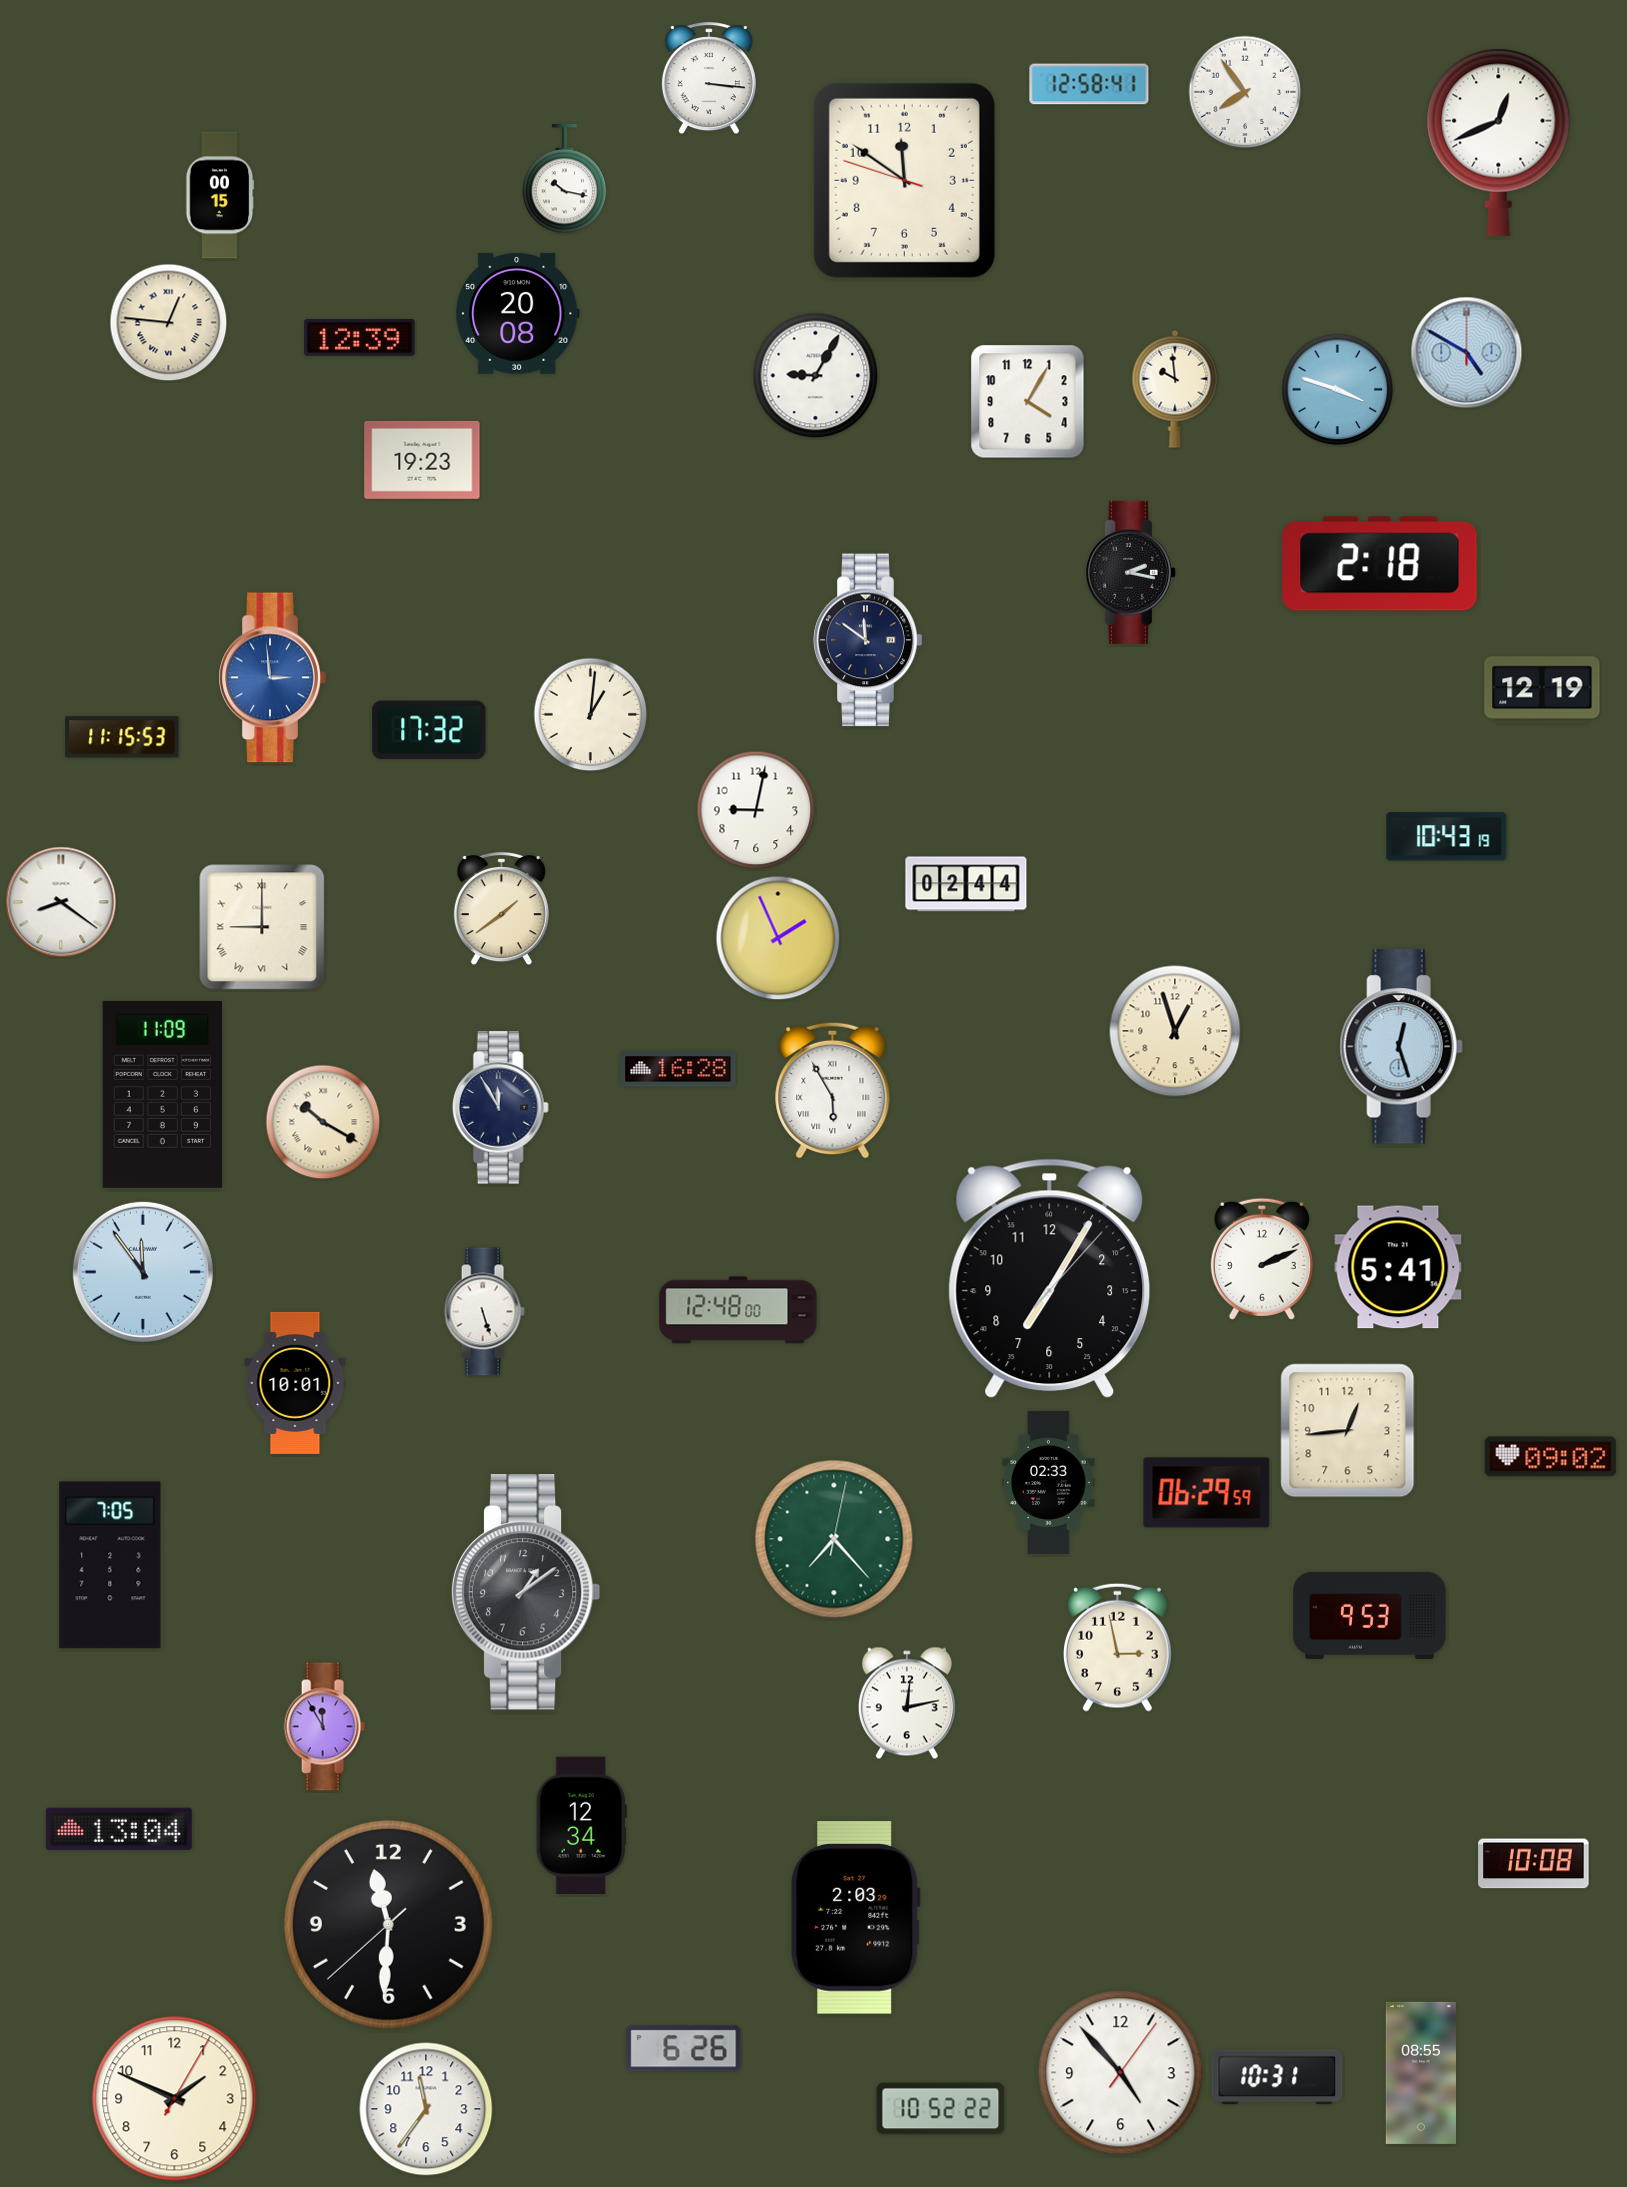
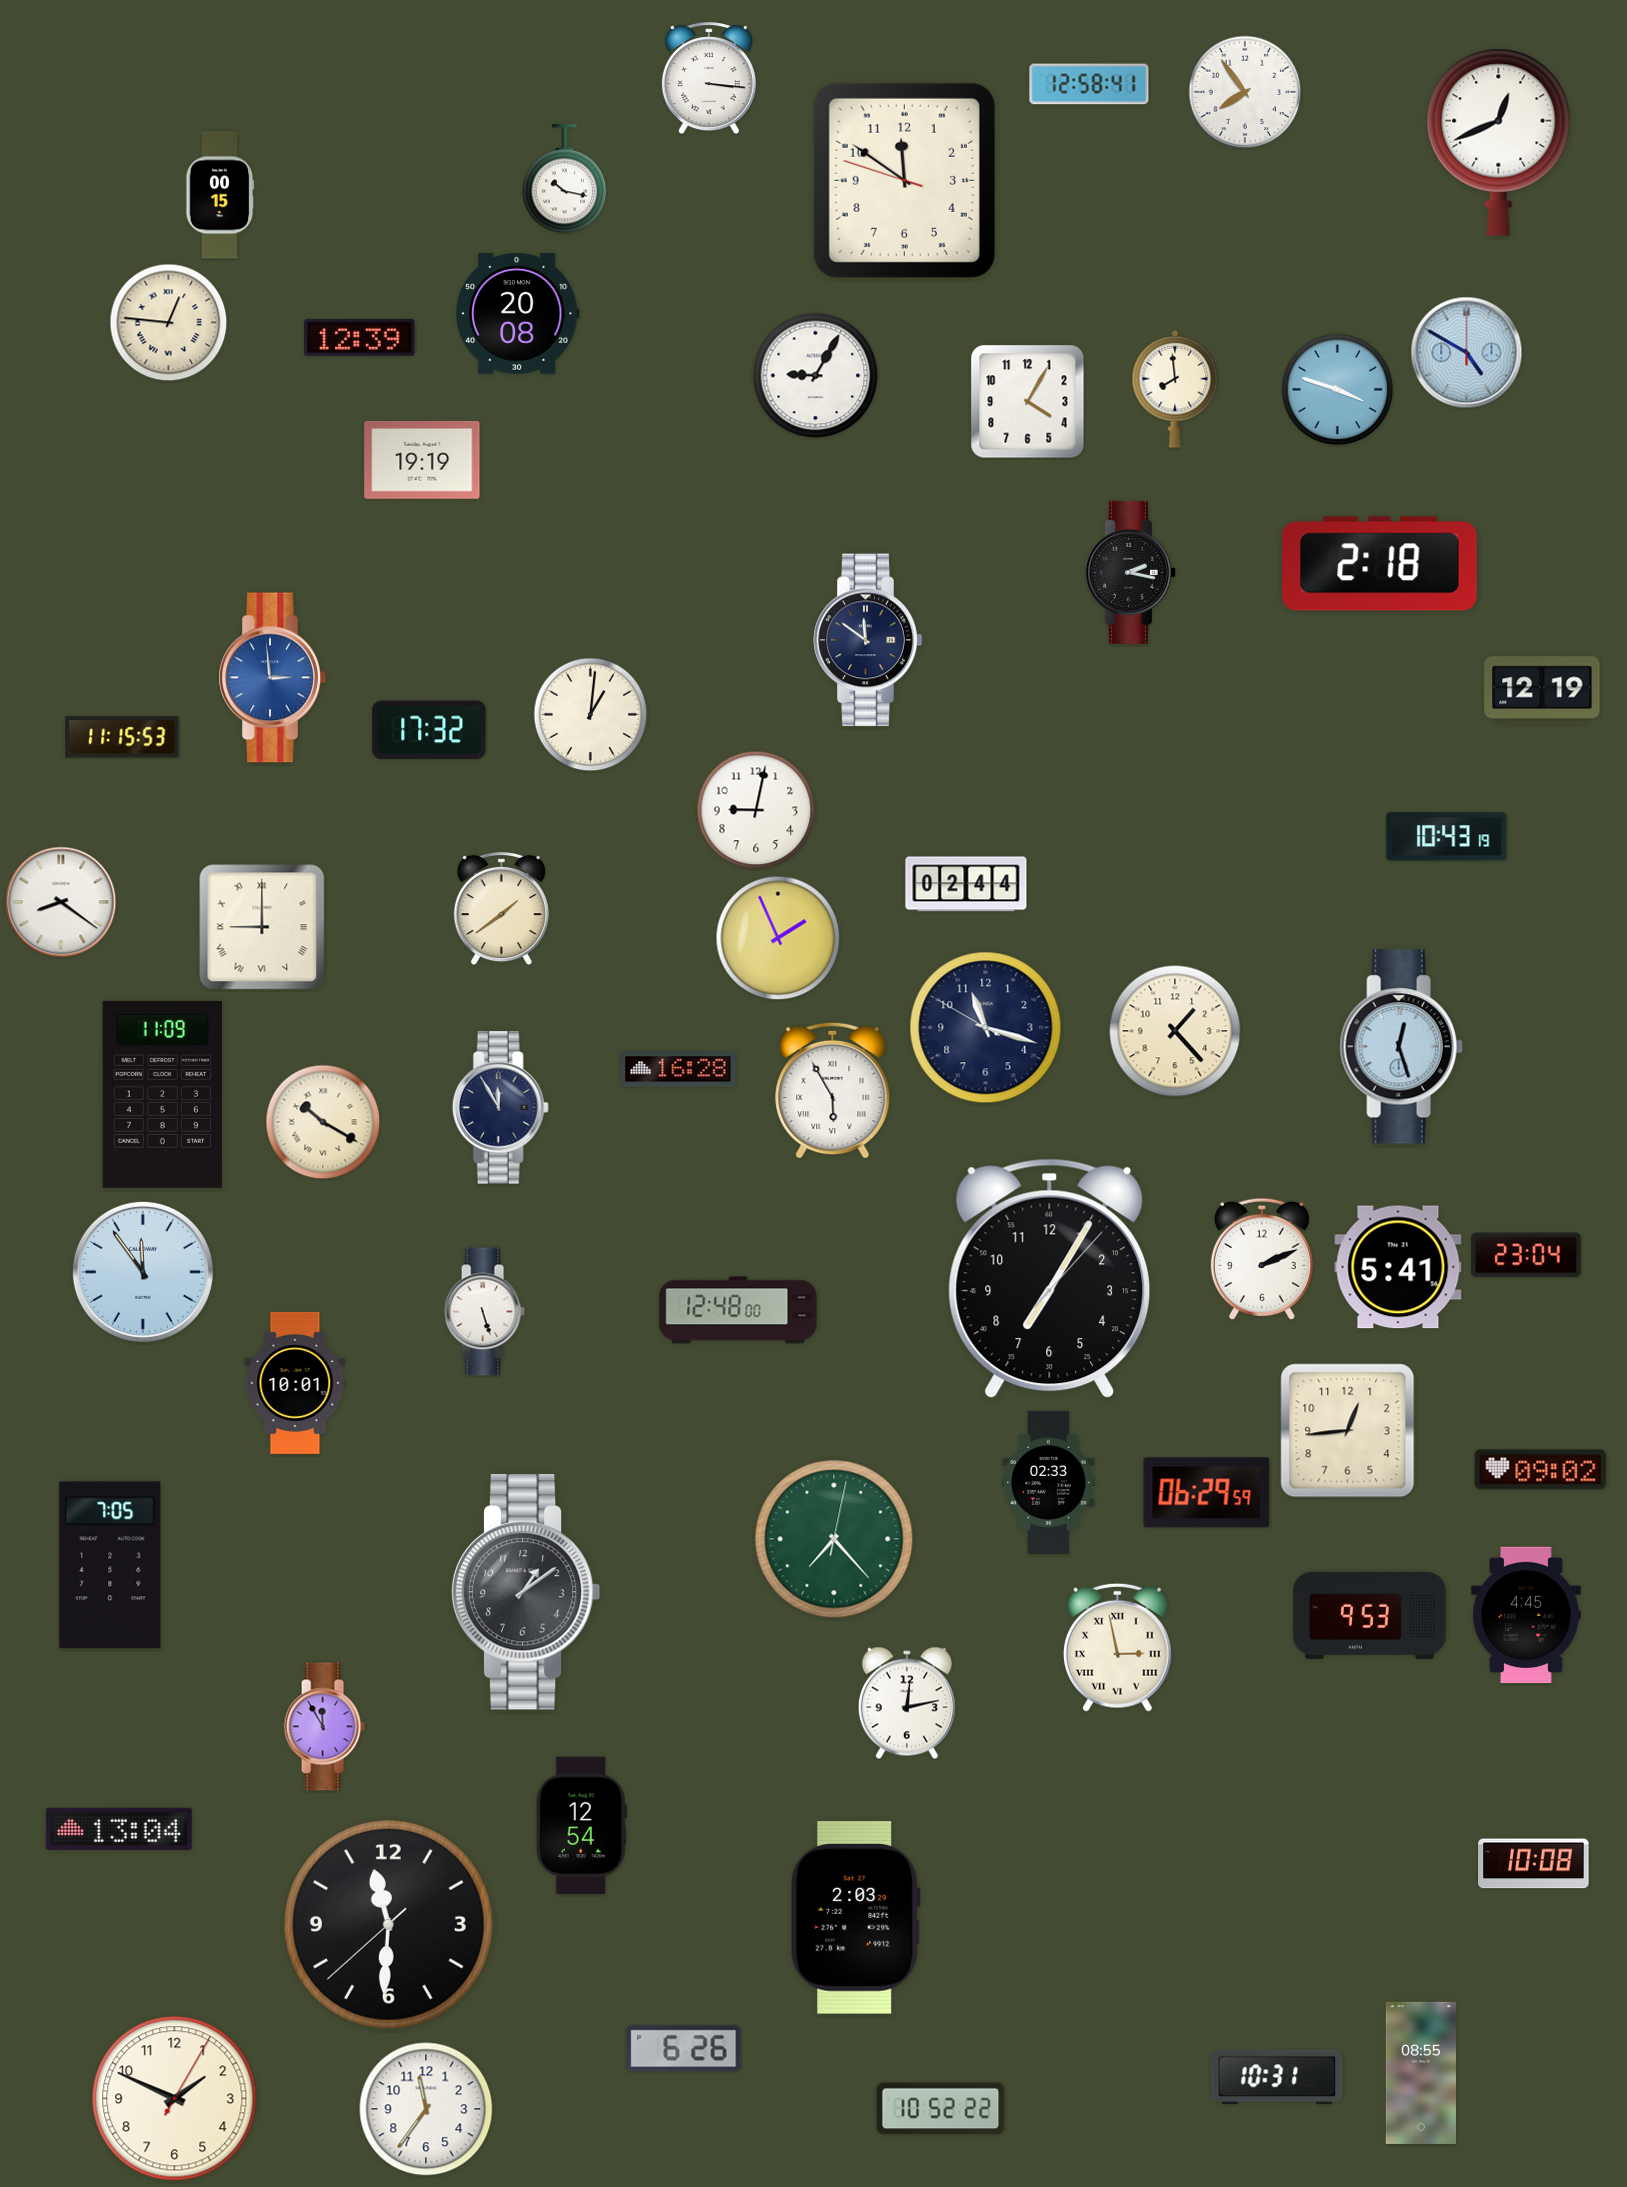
clock at (1175, 389): 9:59 -> 7:59
clock at (422, 460): 19:23 -> 19:19
clock at (986, 1028): none -> 11:17
clock at (1175, 1031): 12:57 -> 1:23
clock at (1526, 1255): none -> 23:04
clock at (1551, 1457) position: (1551, 1457) -> (1541, 1470)
clock at (1526, 1615): none -> 4:45
clock at (1117, 1647) numerals: Arabic -> Roman
clock at (581, 1825): 12:34 -> 12:54
clock at (1121, 2073): 4:53 -> none
